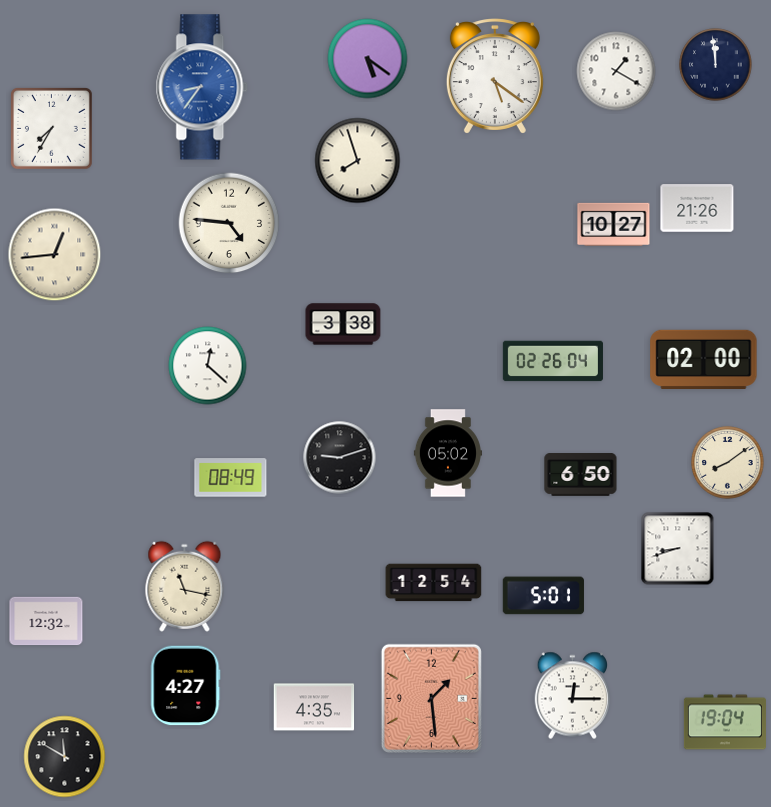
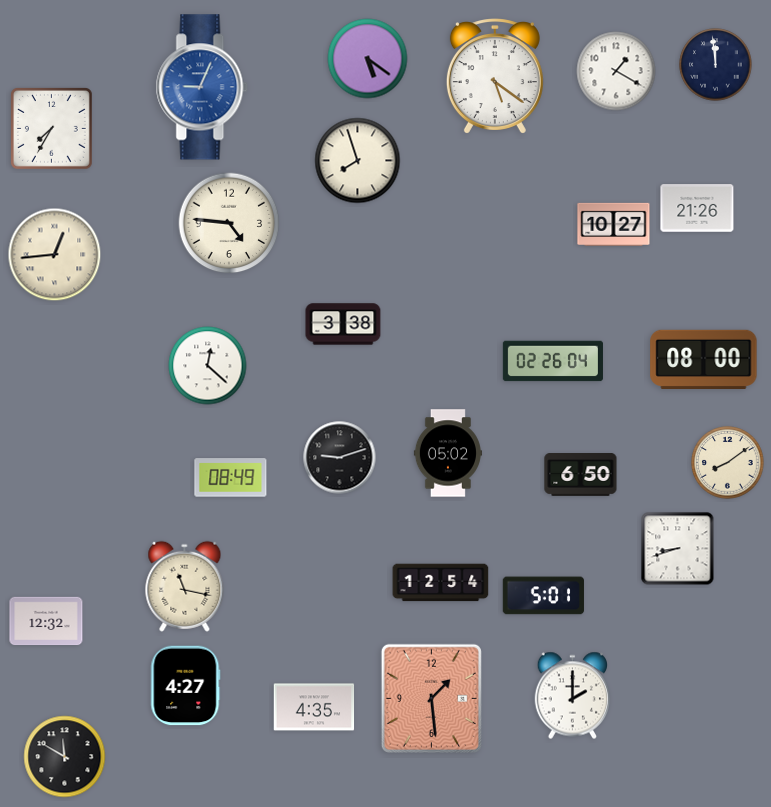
clock at (202, 87): 8:36 -> 9:04
clock at (704, 359): 02:00 -> 08:00
clock at (434, 583) position: (434, 583) -> (441, 583)
clock at (573, 696): 12:15 -> 2:00
clock at (725, 722): 19:04 -> none
